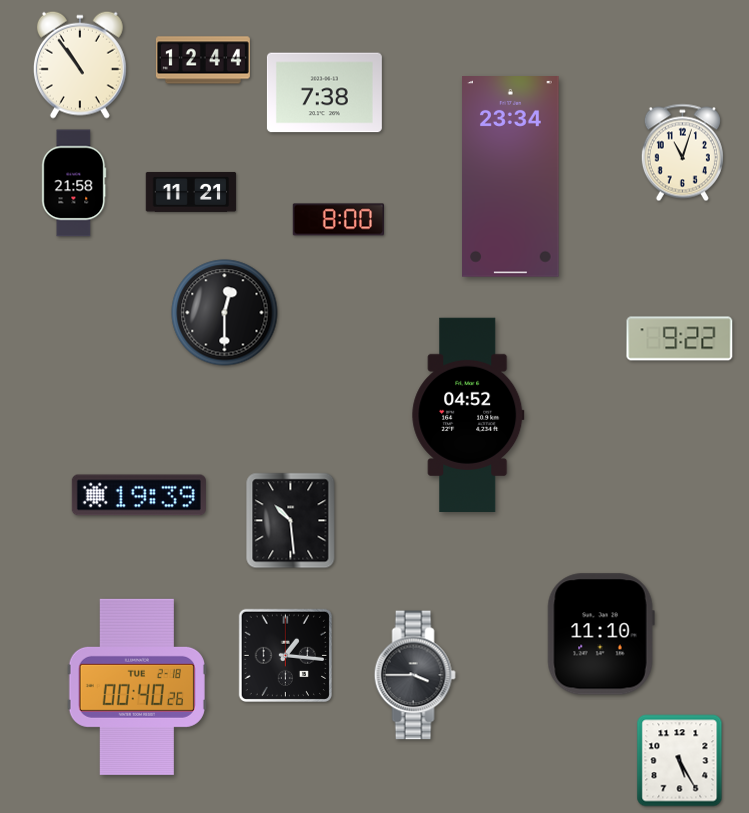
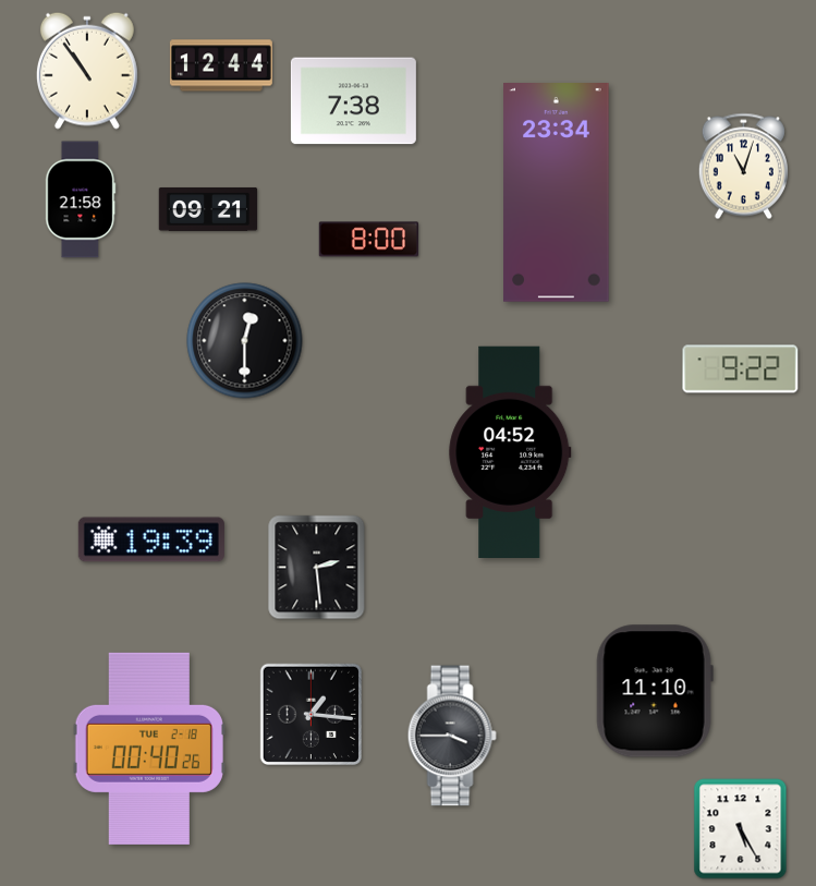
clock at (191, 192): 11:21 -> 09:21
clock at (291, 521): 10:29 -> 2:29
